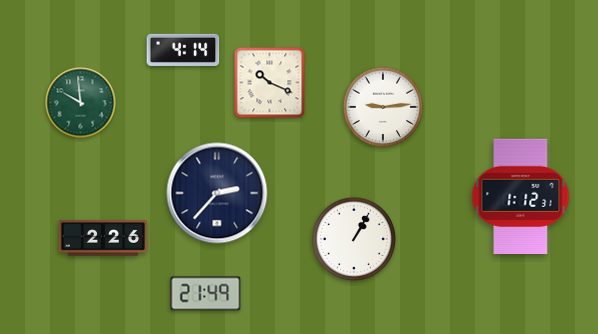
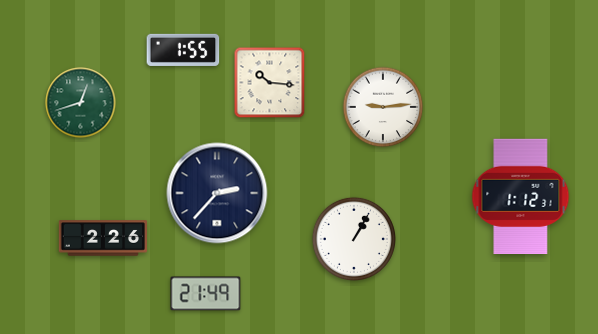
clock at (183, 50): 4:14 -> 1:55
clock at (270, 83): 10:19 -> 10:16
clock at (81, 103): 9:59 -> 12:42
